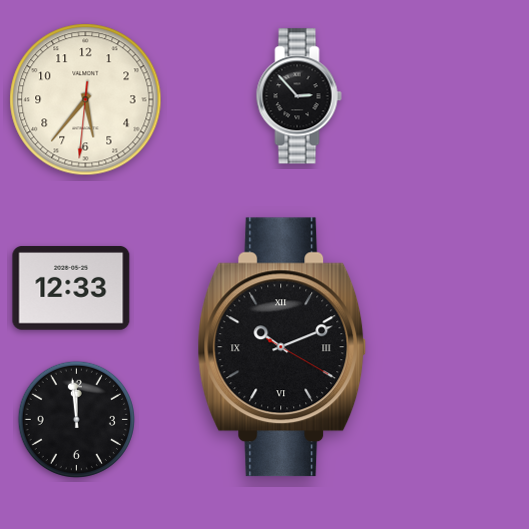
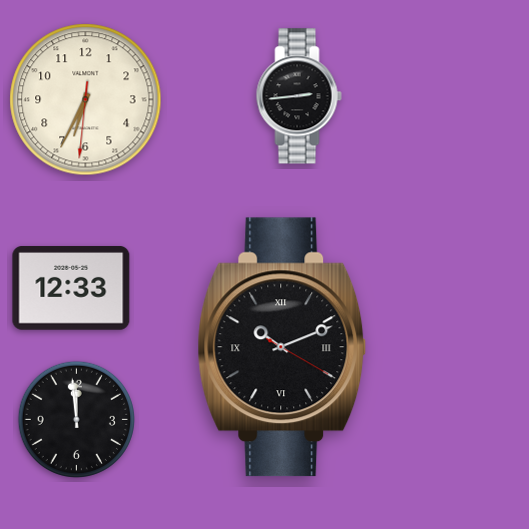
clock at (299, 96): 2:53 -> 2:44
clock at (86, 100): 5:36 -> 6:34
